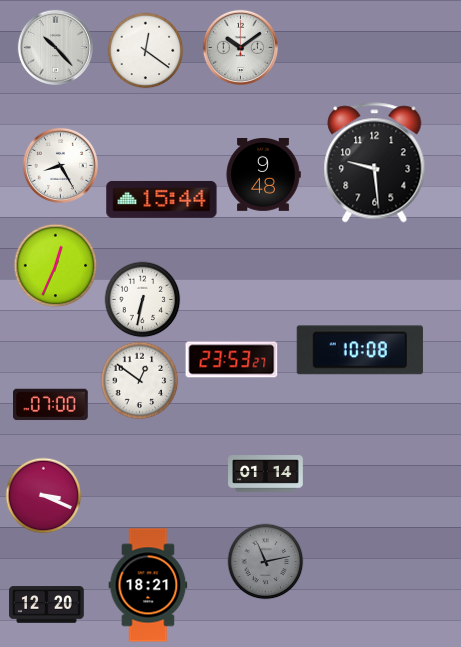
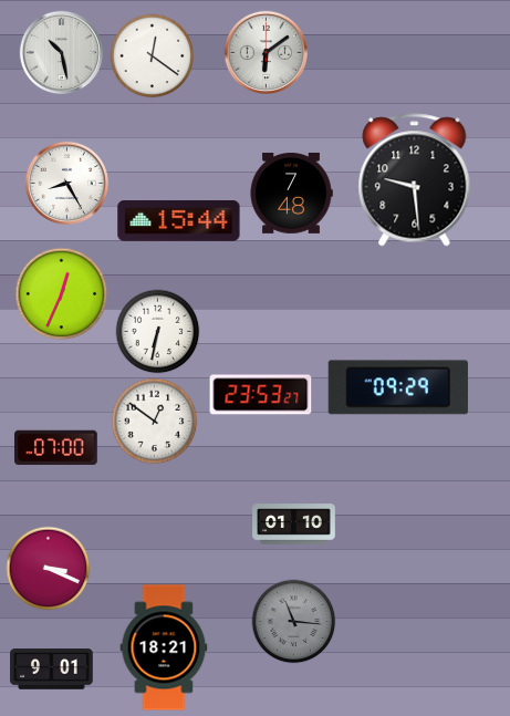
clock at (55, 47): 10:23 -> 10:28
clock at (240, 47): 10:09 -> 6:09
clock at (146, 51) position: (146, 51) -> (153, 56)
clock at (263, 174): 9:48 -> 7:48
clock at (360, 350): 10:08 -> 09:29
clock at (232, 360) position: (232, 360) -> (261, 395)
clock at (266, 474): 01:14 -> 01:10
clock at (44, 496) position: (44, 496) -> (49, 569)
clock at (266, 562): 11:13 -> 11:16
clock at (47, 605): 12:20 -> 9:01
